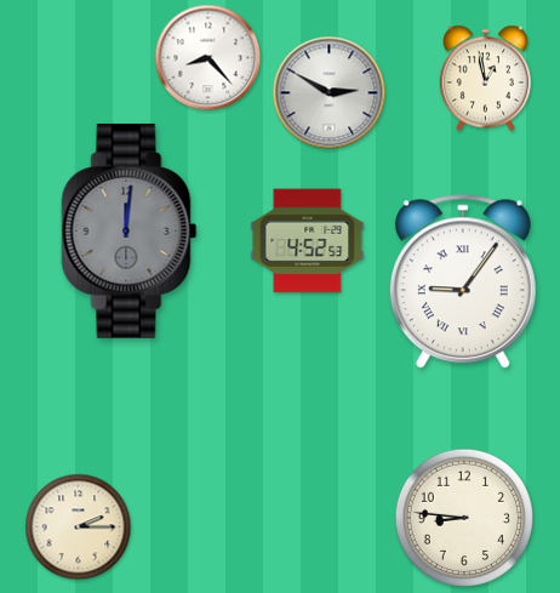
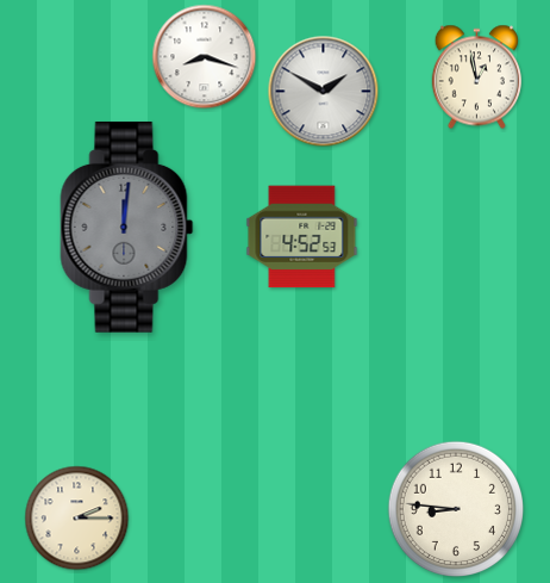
clock at (208, 58): 8:23 -> 8:18
clock at (330, 93): 2:50 -> 1:50
clock at (463, 283): 9:06 -> none
